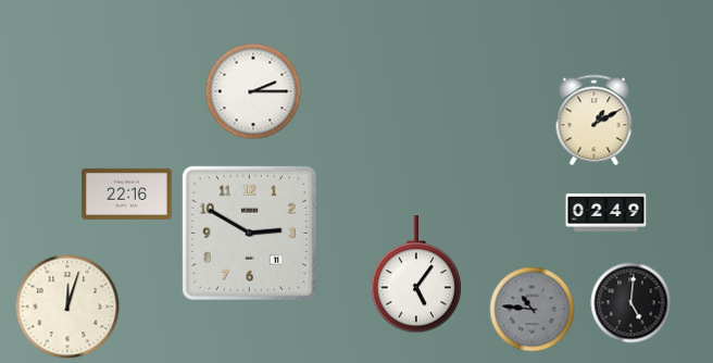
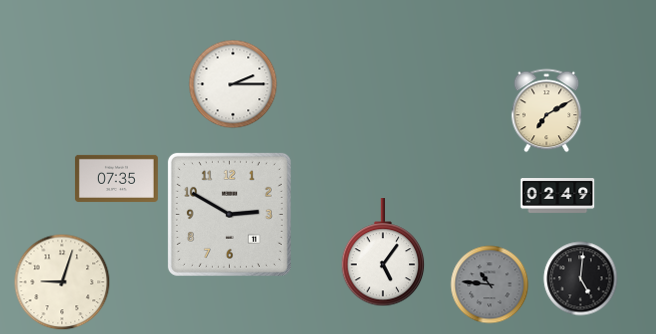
clock at (595, 121): 1:10 -> 7:10
clock at (126, 193): 22:16 -> 07:35
clock at (67, 306): 12:03 -> 9:03
